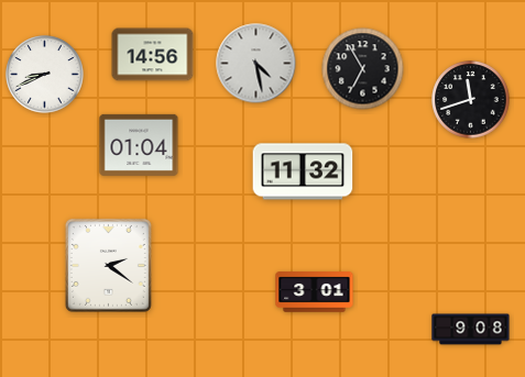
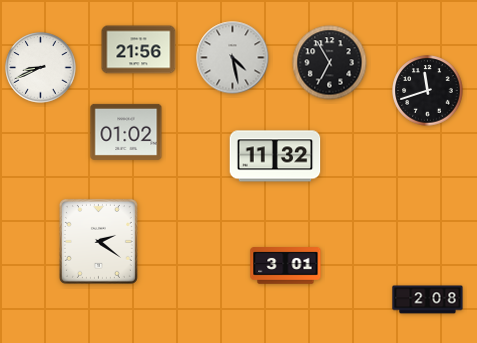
clock at (153, 55): 14:56 -> 21:56
clock at (139, 145): 01:04 -> 01:02
clock at (471, 330): 9:08 -> 2:08
